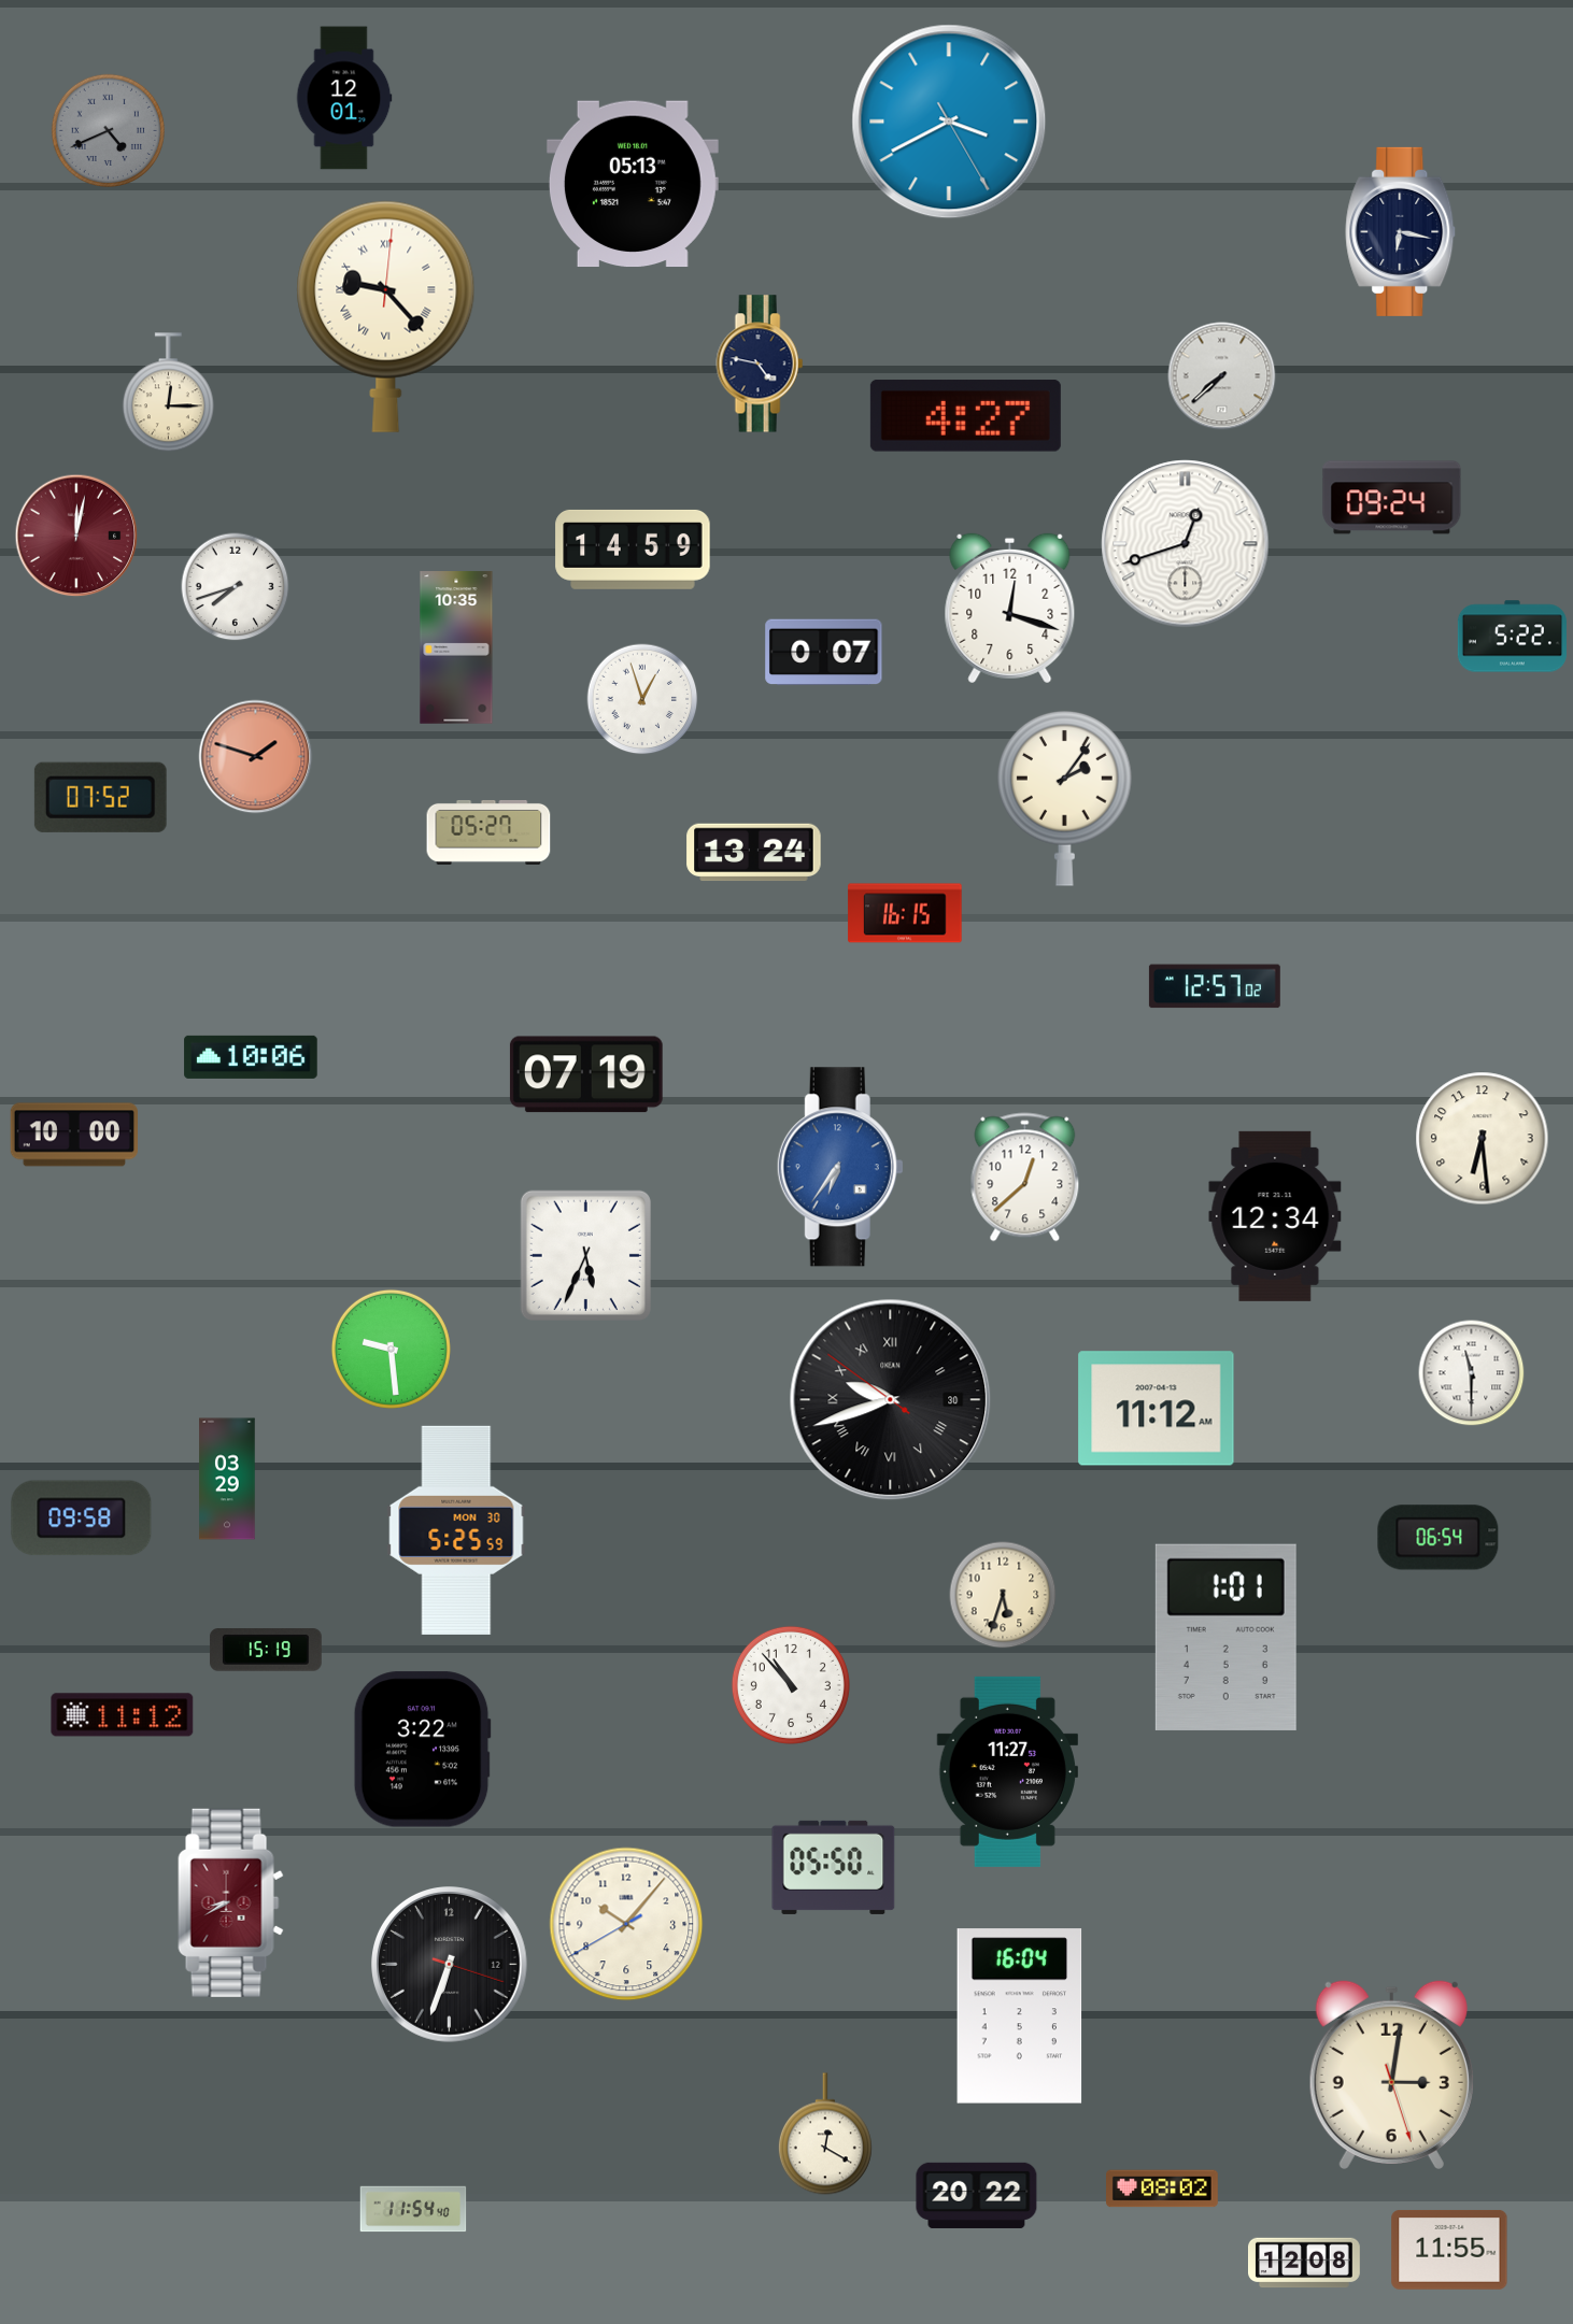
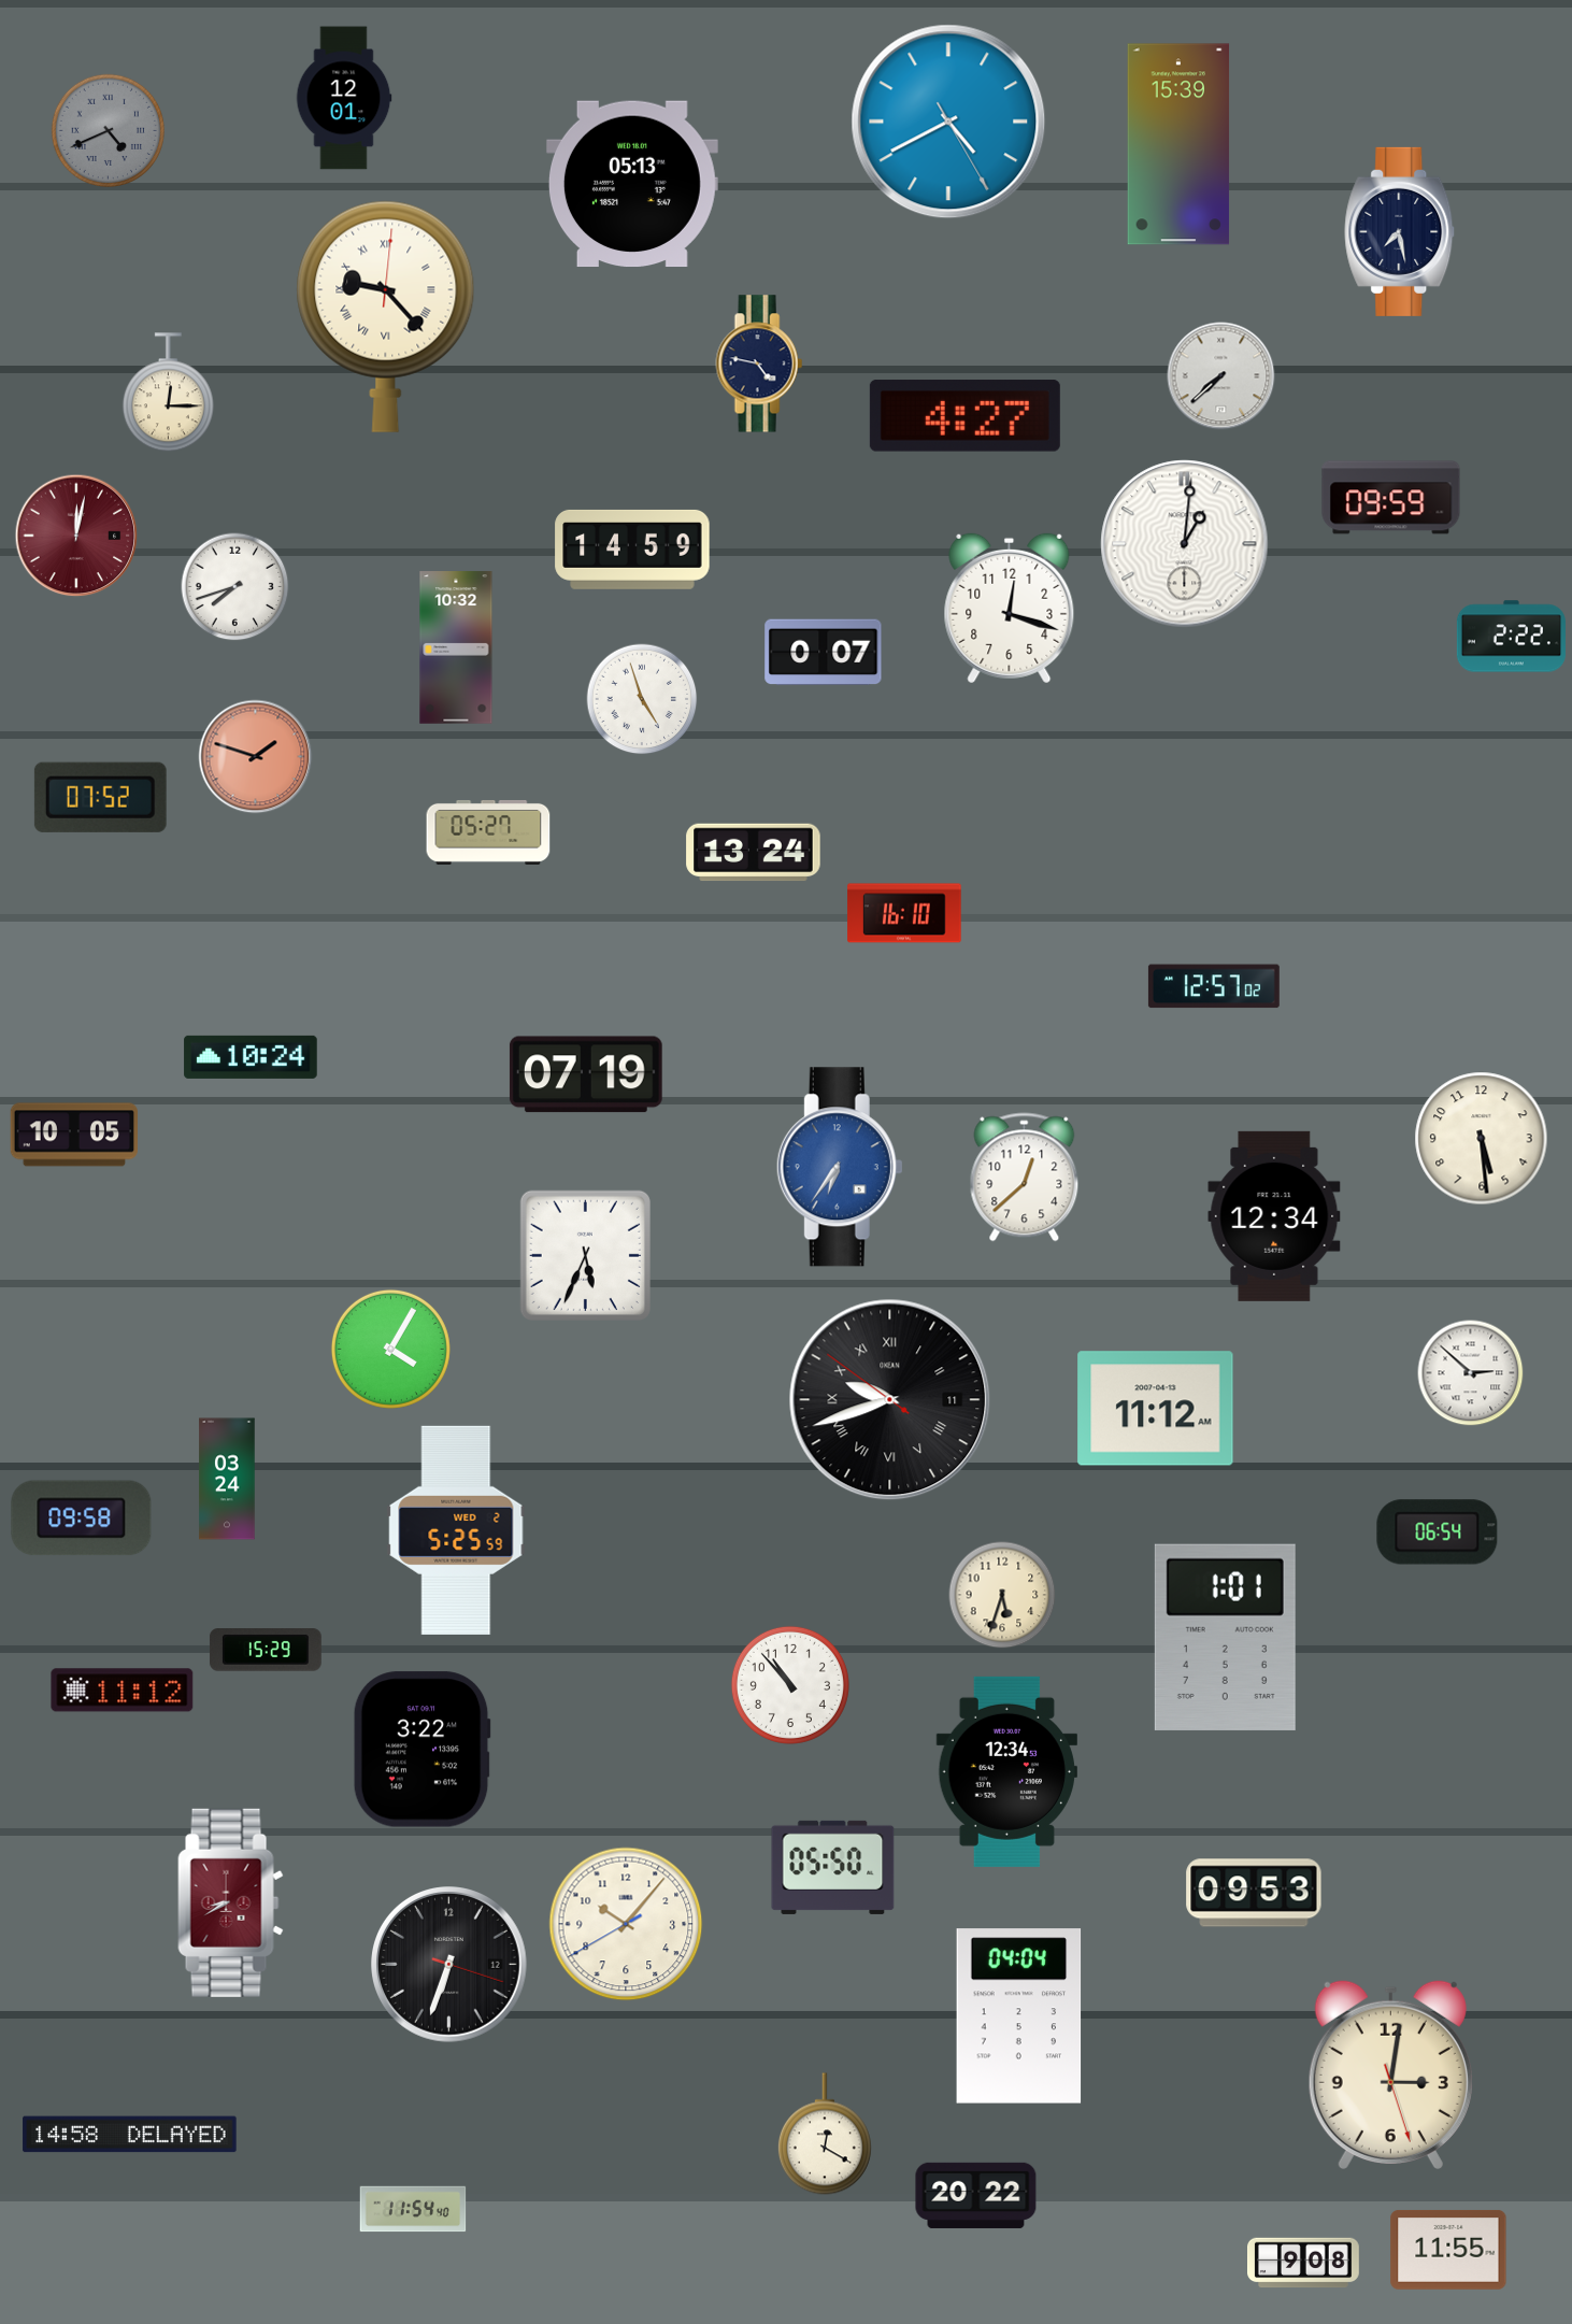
clock at (949, 122): 3:40 -> 4:40
clock at (1178, 144): none -> 15:39
clock at (1401, 231): 6:17 -> 7:28
clock at (1392, 498): 09:24 -> 09:59
clock at (1186, 544): 12:42 -> 1:01
clock at (1512, 637): 5:22 -> 2:22
clock at (456, 647): 10:35 -> 10:32
clock at (642, 699): 12:57 -> 4:57
clock at (1064, 798): 2:06 -> none
clock at (905, 913): 16:15 -> 16:10
clock at (251, 1057): 10:06 -> 10:24
clock at (74, 1135): 10:00 -> 10:05
clock at (1483, 1139): 6:29 -> 5:29
clock at (391, 1349): 9:29 -> 4:05
clock at (1472, 1373): 11:30 -> 2:52
clock at (891, 1400) date: 30 -> 11
clock at (227, 1479): 03:29 -> 03:24
clock at (456, 1530) date: MON 30 -> WED 2
clock at (1439, 1538) position: (1439, 1538) -> (1438, 1532)
clock at (266, 1650): 15:19 -> 15:29
clock at (123, 1715) position: (123, 1715) -> (123, 1691)
clock at (1007, 1771): 11:27 -> 12:34
clock at (1254, 1893): none -> 09:53
clock at (1020, 2016): 16:04 -> 04:04
clock at (130, 2135): none -> 14:58
clock at (1163, 2188): 08:02 -> none
clock at (1305, 2263): 12:08 -> 9:08
